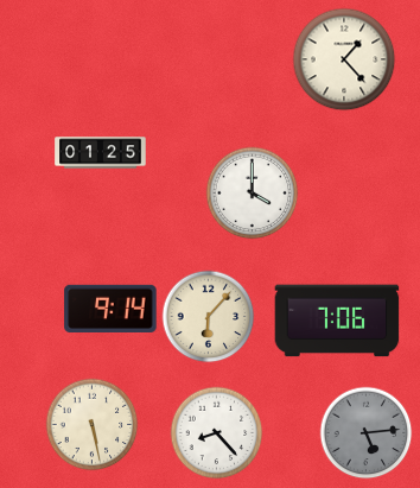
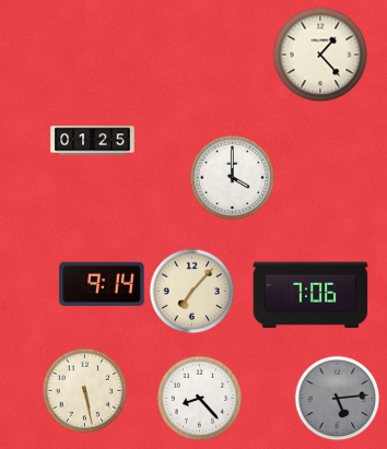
clock at (344, 59) position: (344, 59) -> (320, 55)
clock at (208, 316): 6:07 -> 7:07
